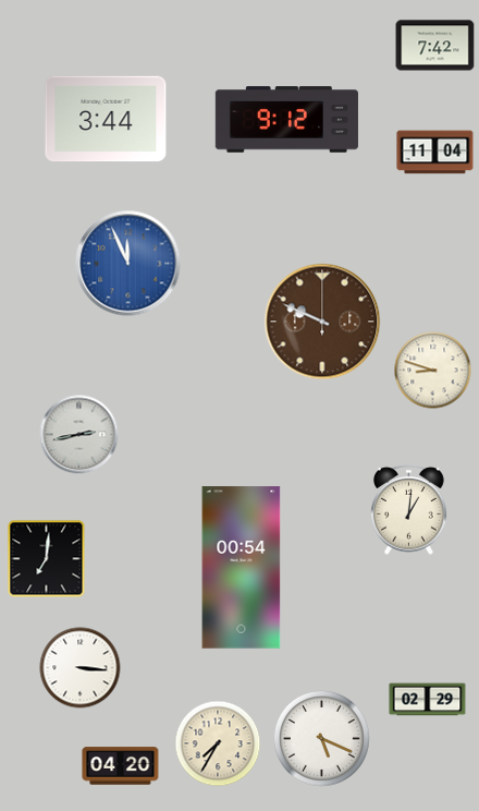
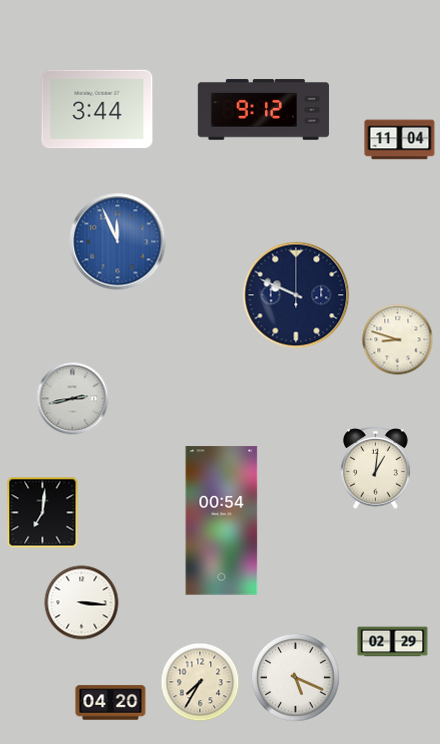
clock at (435, 46): 7:42 -> none
clock at (322, 322) dial: brown -> navy
clock at (81, 668) position: (81, 668) -> (82, 603)
